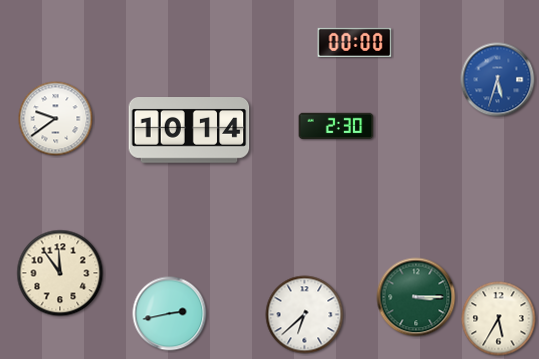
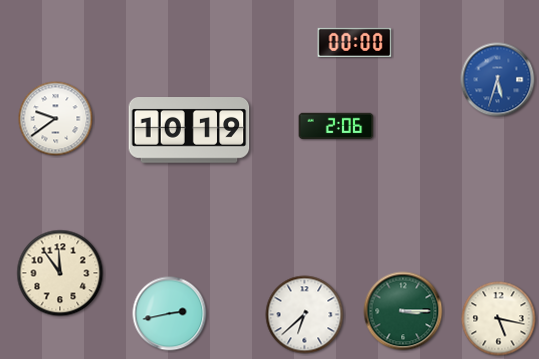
clock at (336, 126): 2:30 -> 2:06
clock at (189, 131): 10:14 -> 10:19
clock at (416, 297) position: (416, 297) -> (403, 311)
clock at (499, 319): 5:35 -> 5:17
